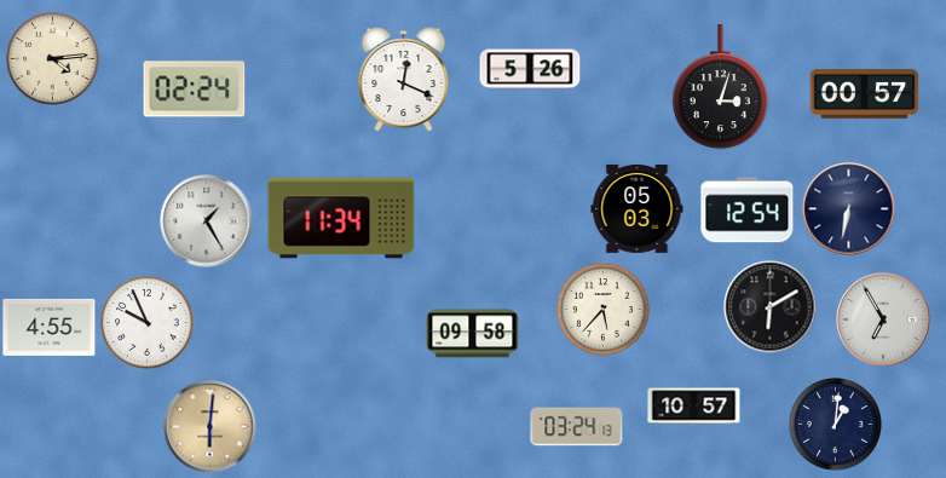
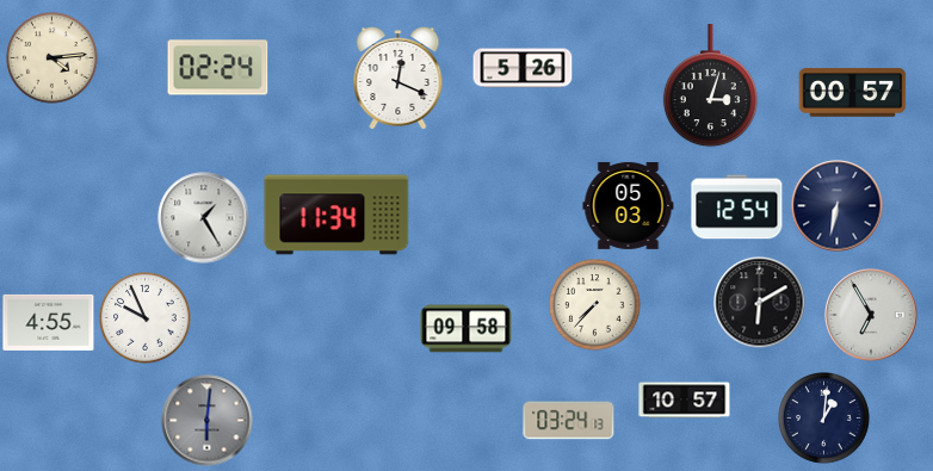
clock at (195, 90) position: (195, 90) -> (218, 68)
clock at (604, 310): 5:37 -> 7:37
clock at (210, 427) dial: champagne -> grey
